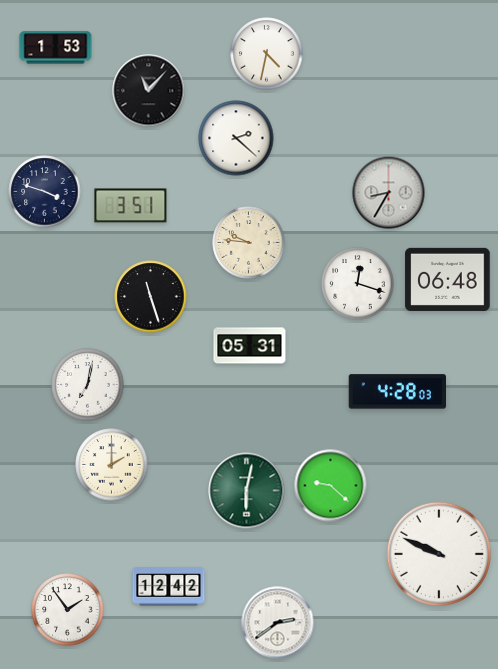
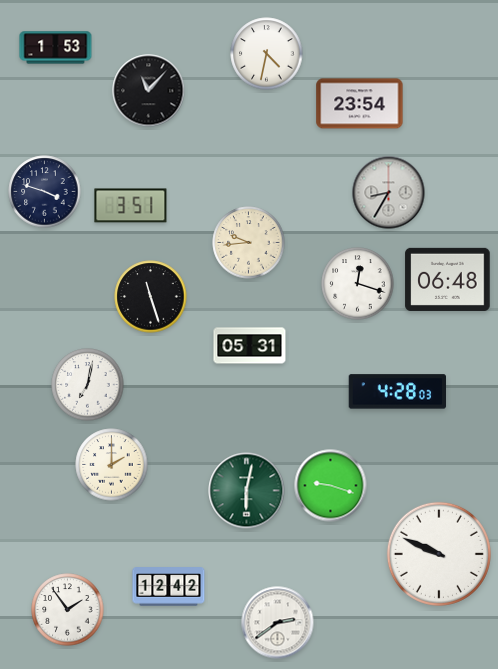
clock at (360, 104): none -> 23:54
clock at (236, 138): 2:22 -> none
clock at (249, 243): 9:46 -> 9:44
clock at (331, 486): 9:22 -> 9:18
